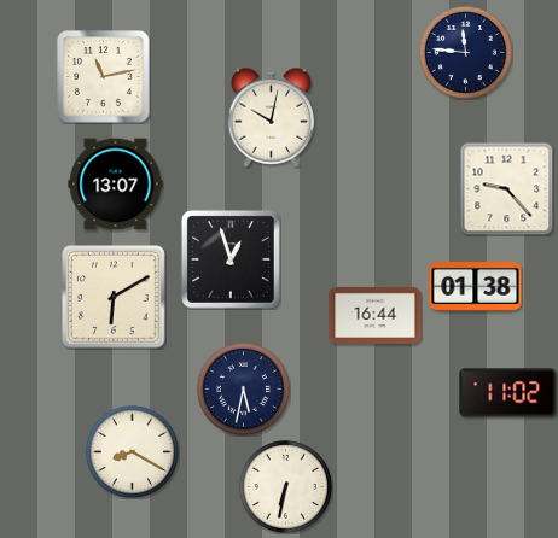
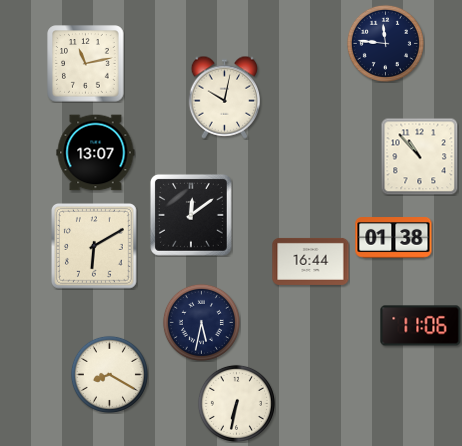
clock at (506, 188): 9:23 -> 10:53
clock at (231, 259): 12:57 -> 12:09
clock at (508, 393): 11:02 -> 11:06
